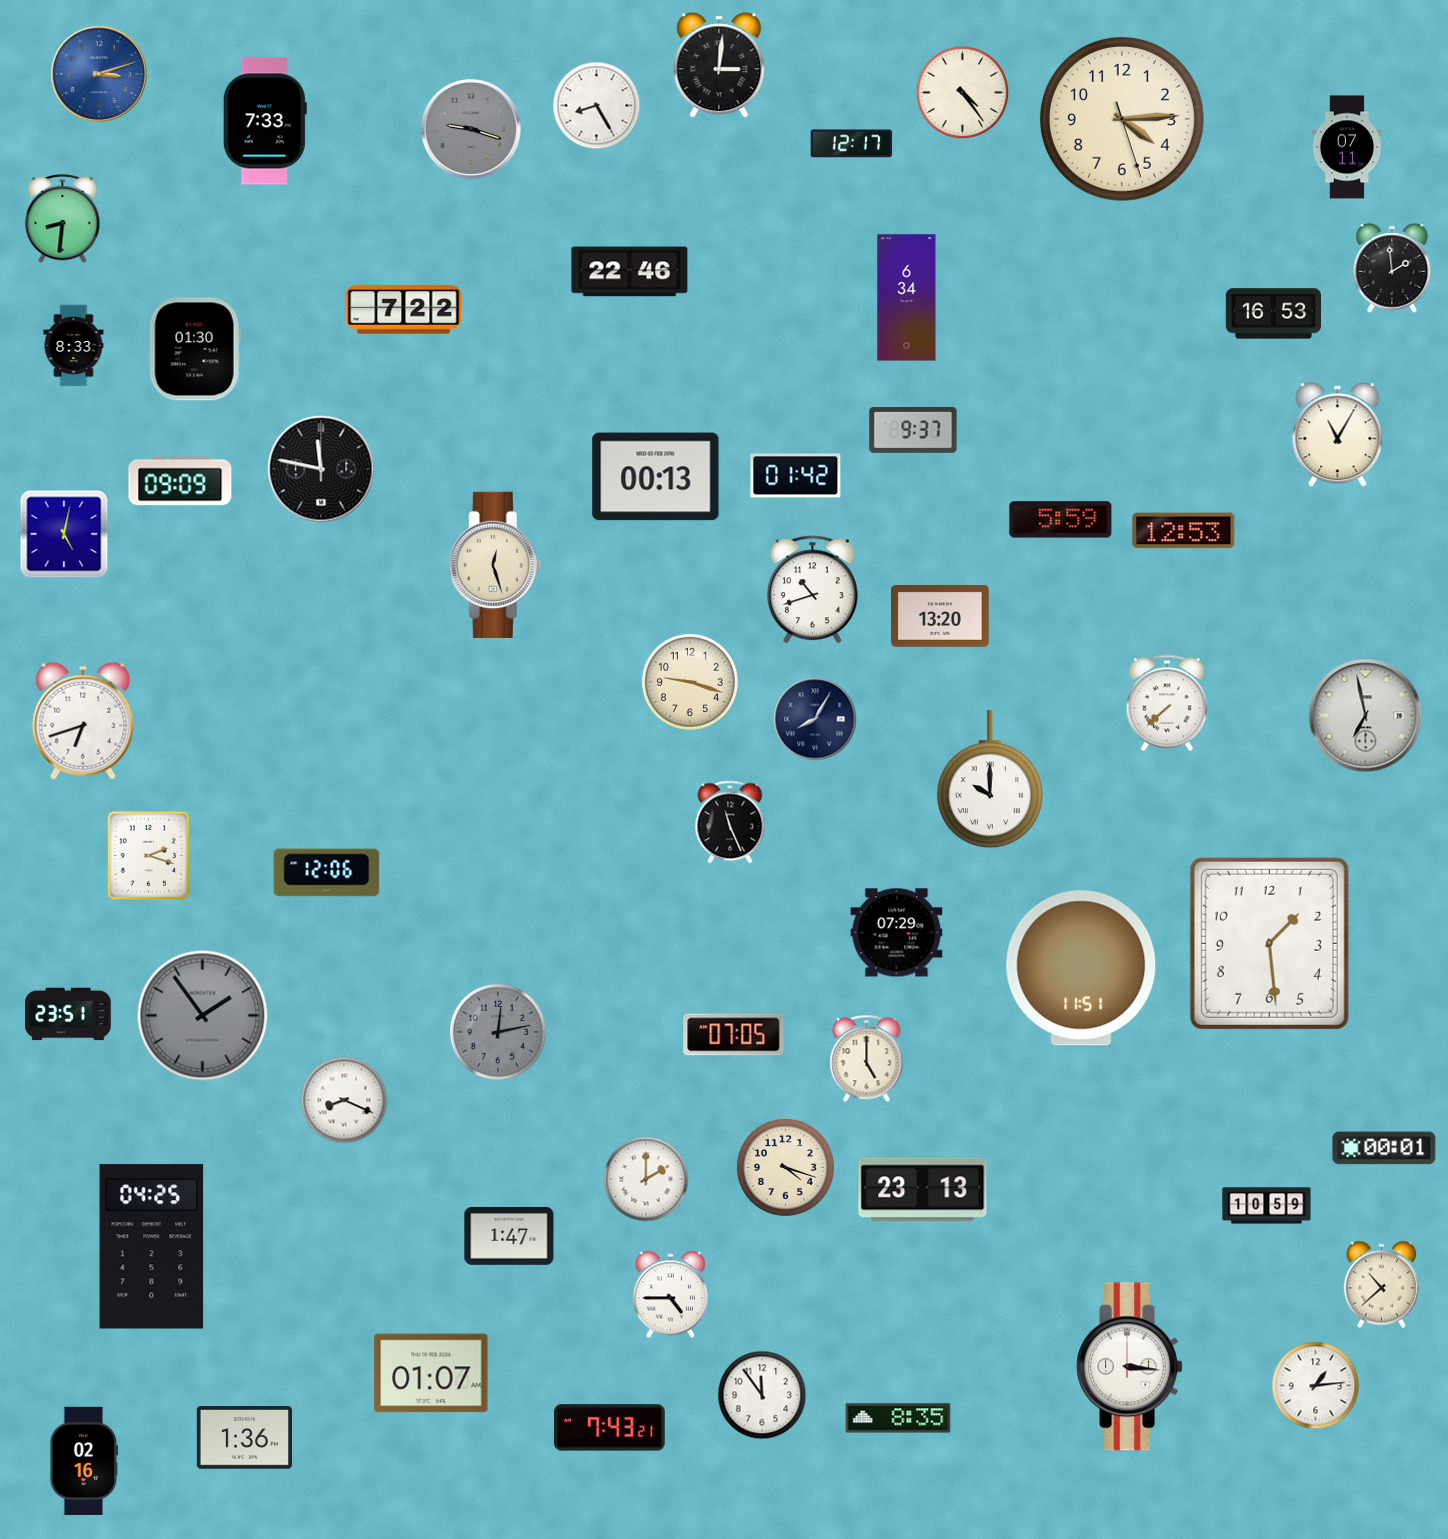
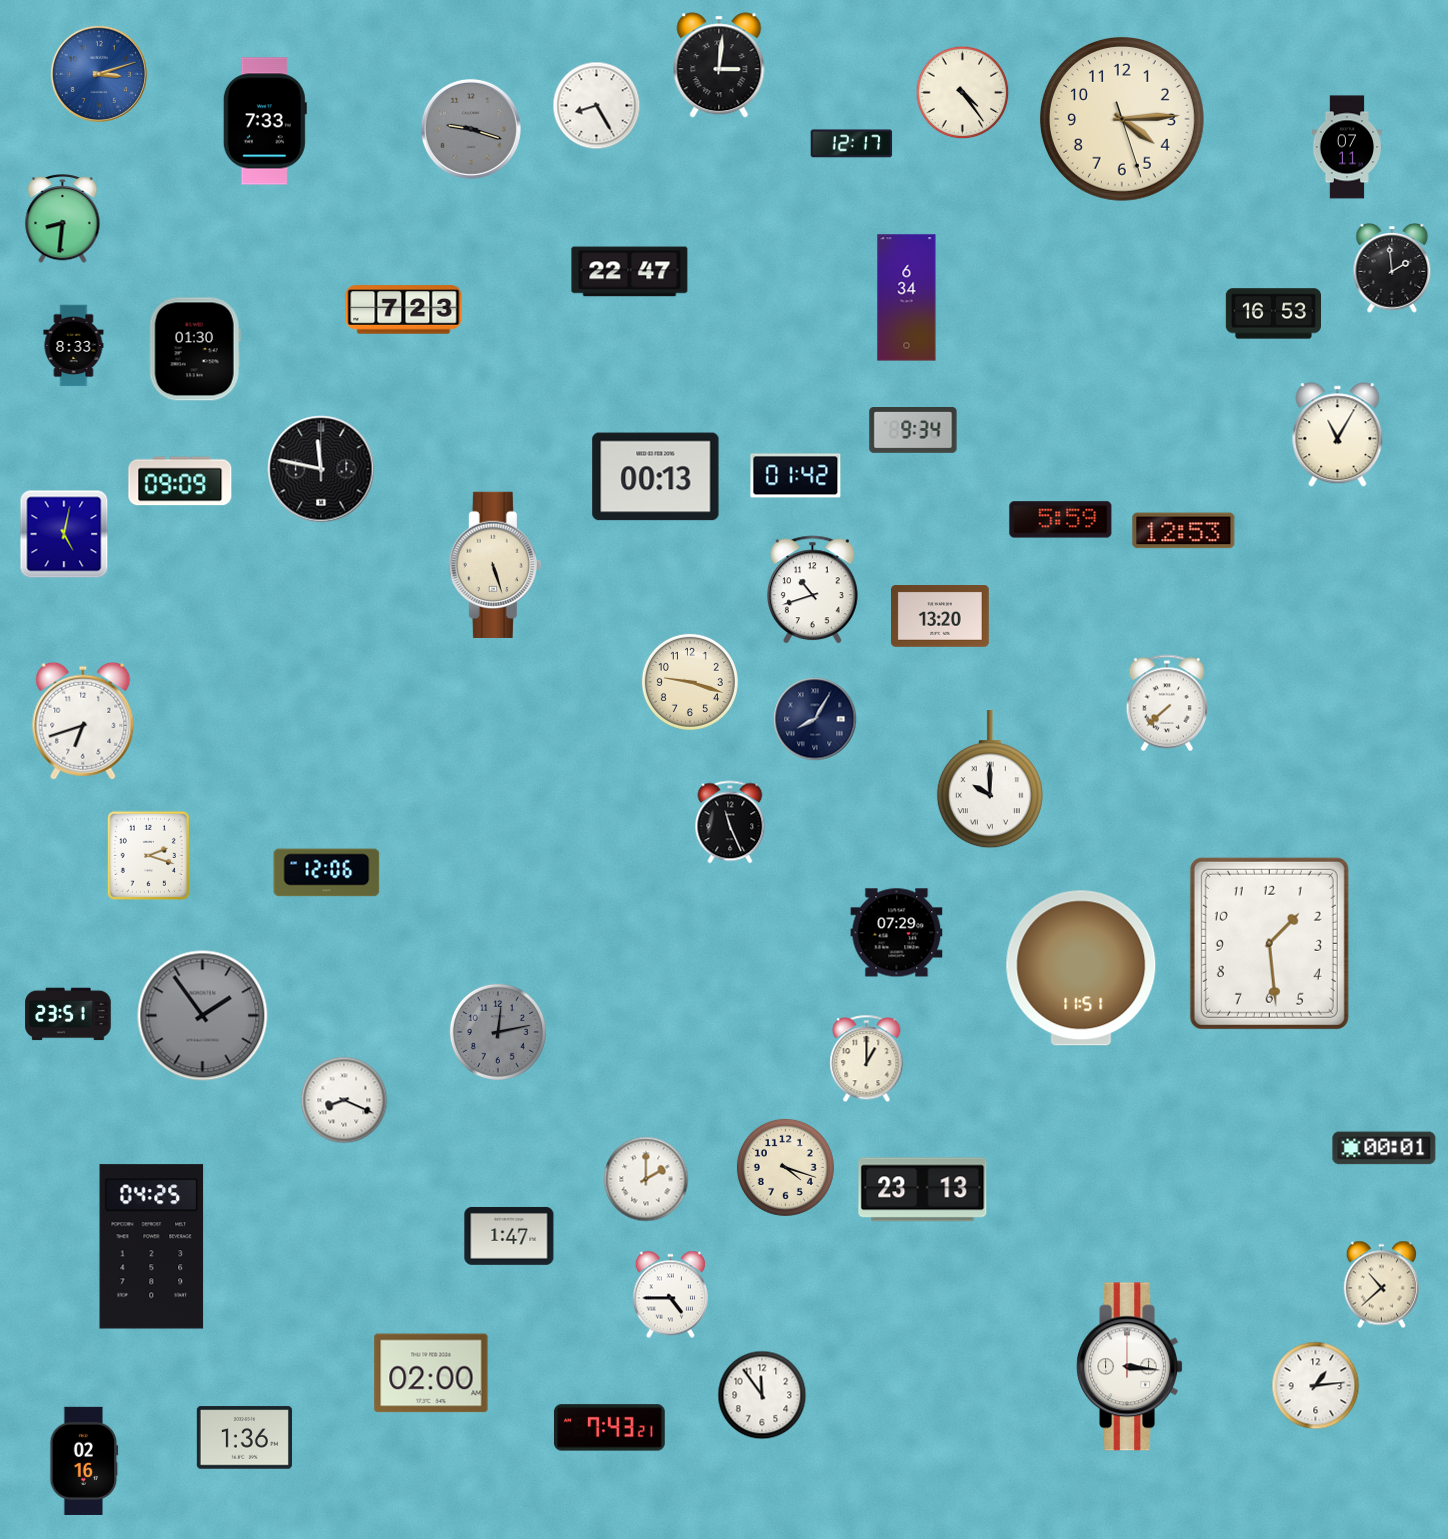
clock at (630, 272): 22:46 -> 22:47
clock at (404, 310): 7:22 -> 7:23
clock at (913, 431): 9:37 -> 9:34
clock at (495, 565): 12:27 -> 5:27
clock at (1366, 716): 6:58 -> none
clock at (734, 1035): 07:05 -> none
clock at (867, 1059): 5:00 -> 1:00
clock at (1267, 1206): 10:59 -> none
clock at (431, 1373): 01:07 -> 02:00
clock at (898, 1418): 8:35 -> none
